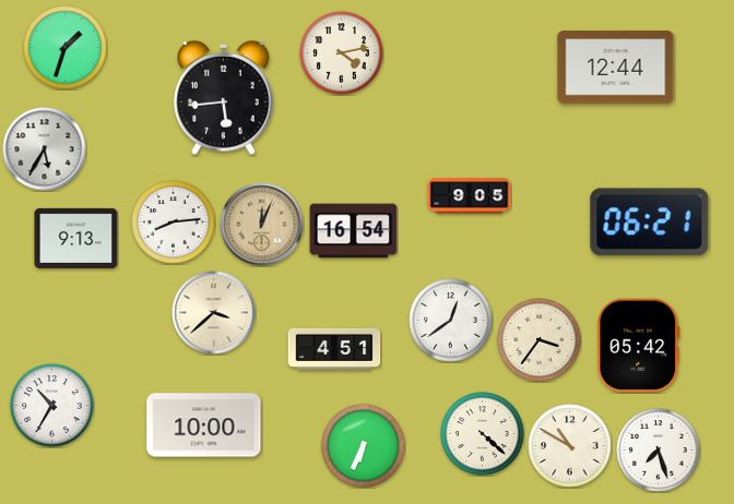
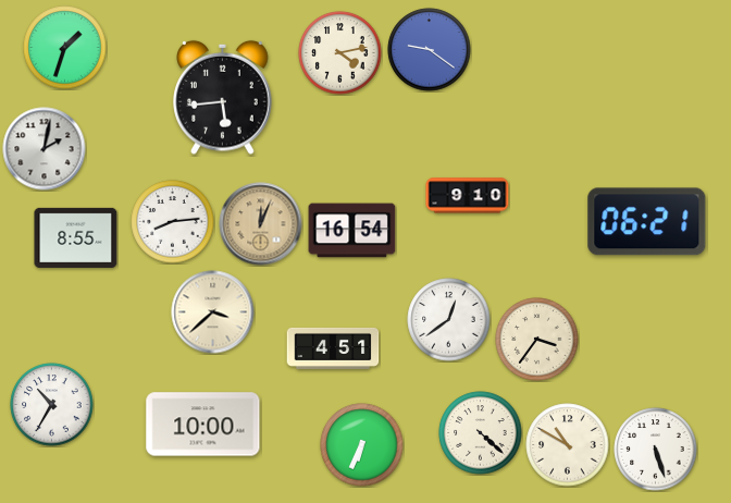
clock at (430, 50): none -> 9:21
clock at (616, 68): 12:44 -> none
clock at (45, 149): 5:35 -> 2:02
clock at (470, 196): 9:05 -> 9:10
clock at (76, 238): 9:13 -> 8:55
clock at (639, 346): 05:42 -> none
clock at (659, 451): 7:27 -> 5:27
